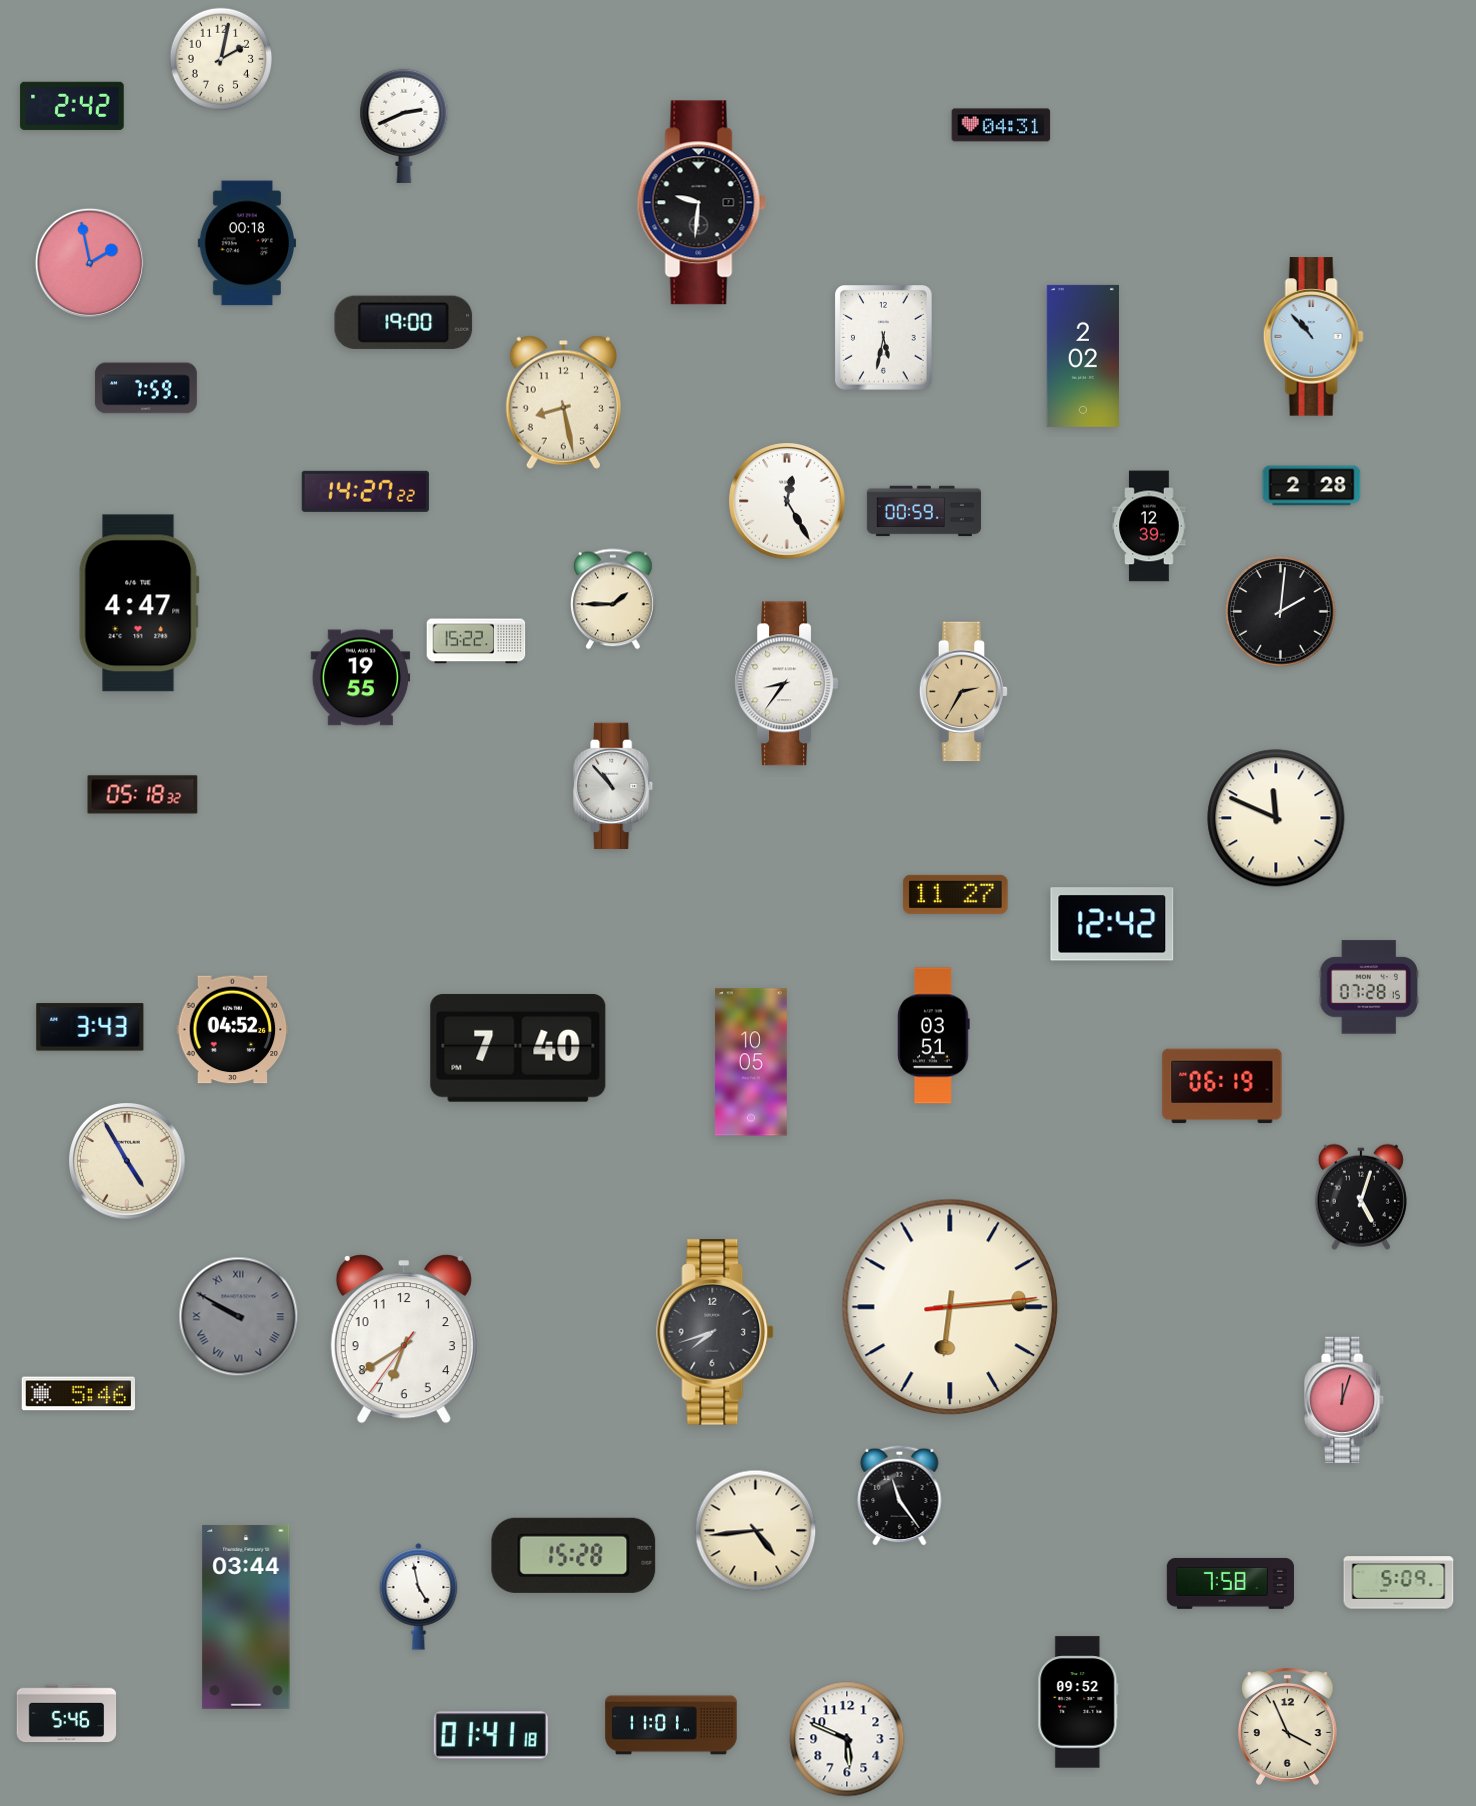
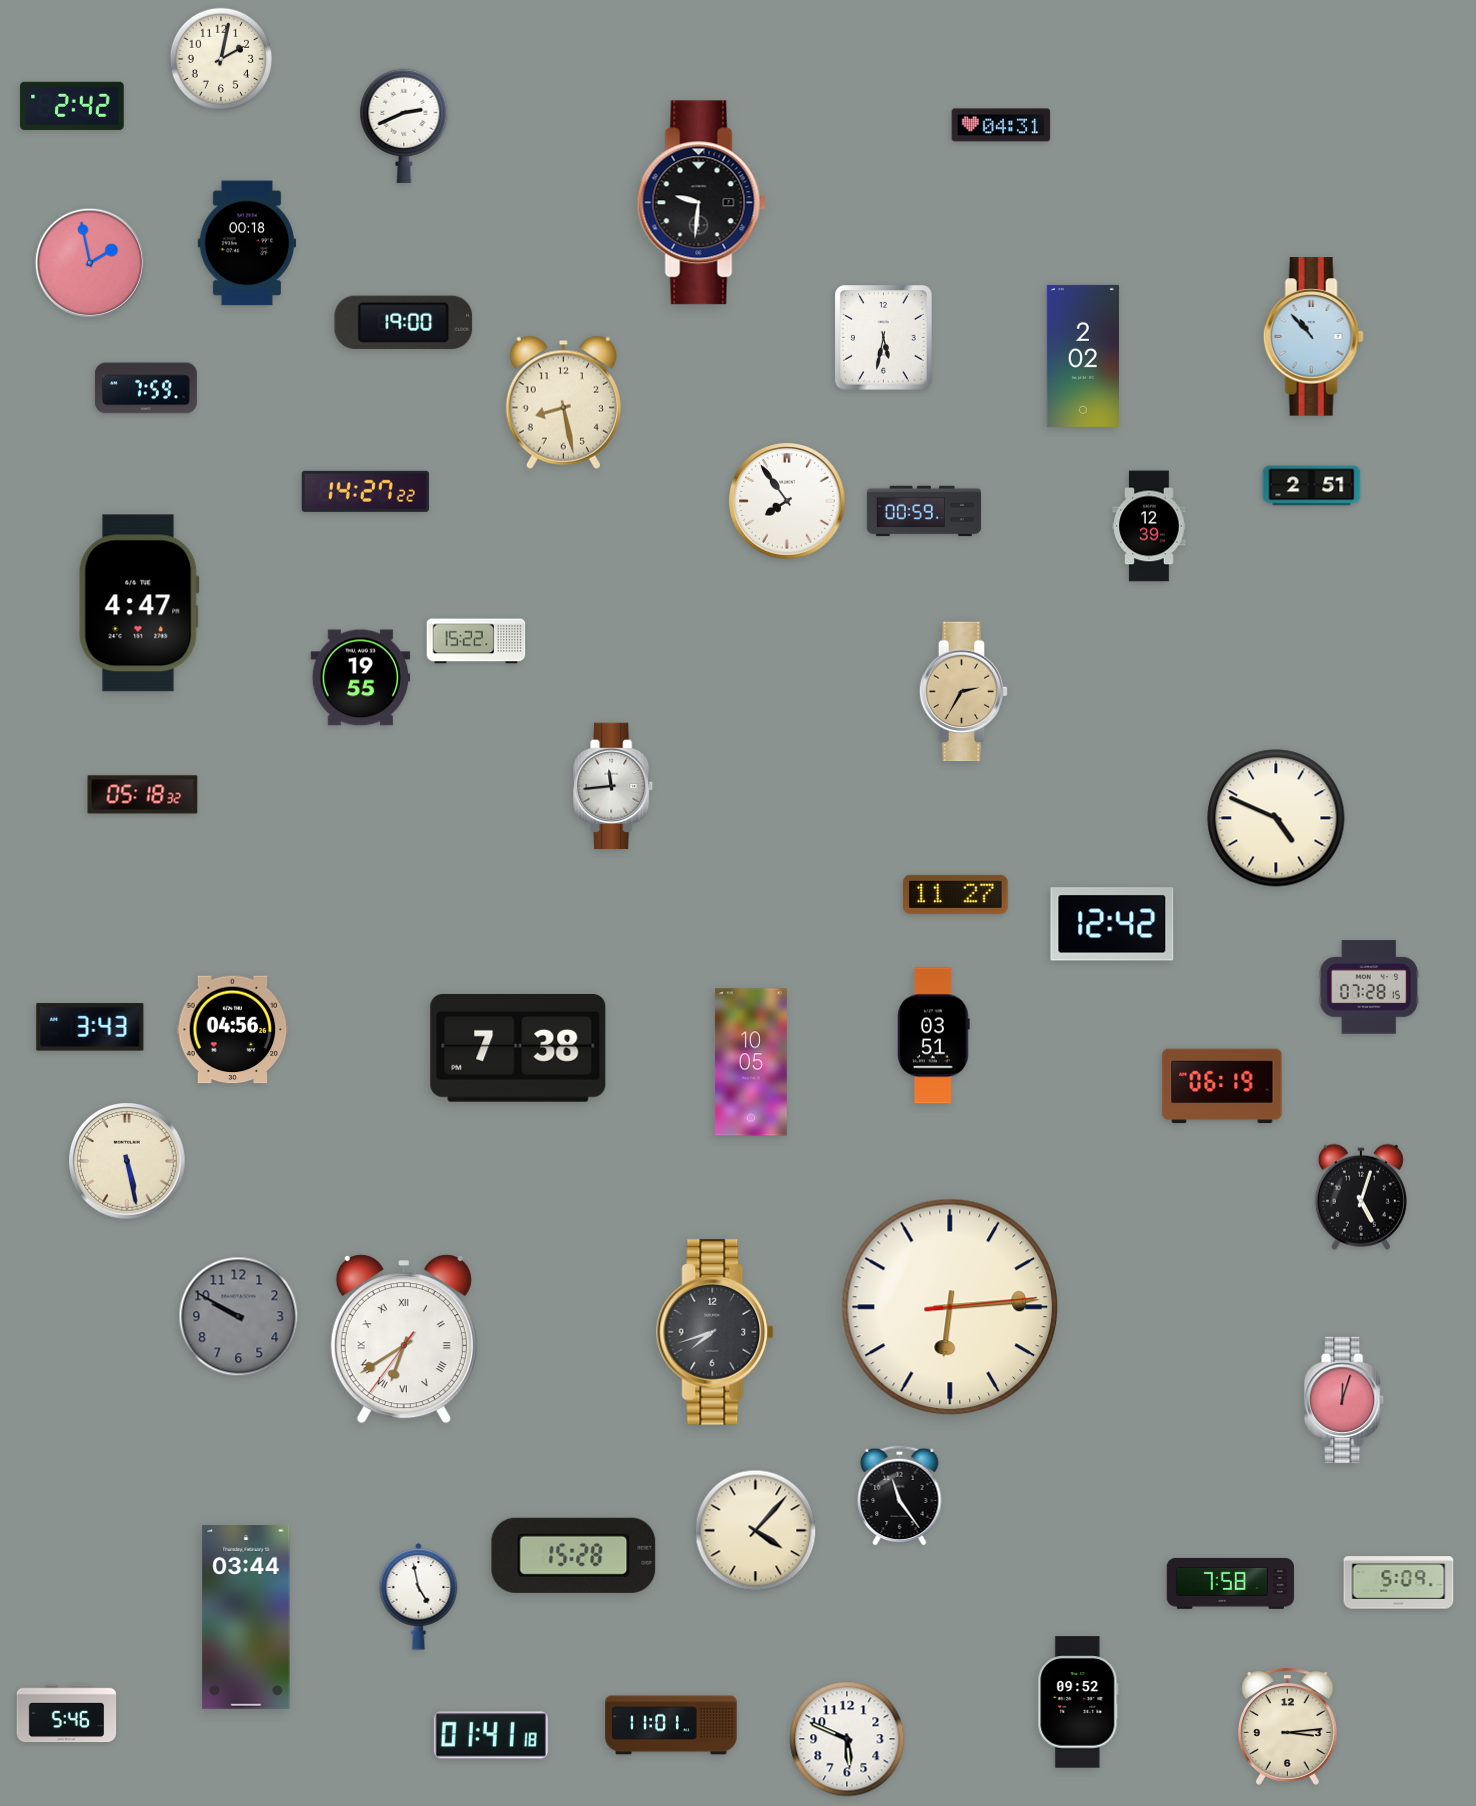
clock at (1312, 486): 2:28 -> 2:51
clock at (787, 501): 12:25 -> 7:54
clock at (614, 599): 1:45 -> none
clock at (1281, 612): 2:01 -> none
clock at (787, 684): 8:36 -> none
clock at (614, 786): 10:53 -> 11:44
clock at (1276, 818): 11:49 -> 4:49
clock at (233, 1030): 04:52 -> 04:56
clock at (518, 1048): 7:40 -> 7:38
clock at (127, 1161): 4:55 -> 5:28
clock at (239, 1317) numerals: Roman -> Arabic
clock at (404, 1339) numerals: Arabic -> Roman
clock at (78, 1394): 5:46 -> none
clock at (756, 1531): 4:44 -> 4:07
clock at (1287, 1726): 3:56 -> 3:14
